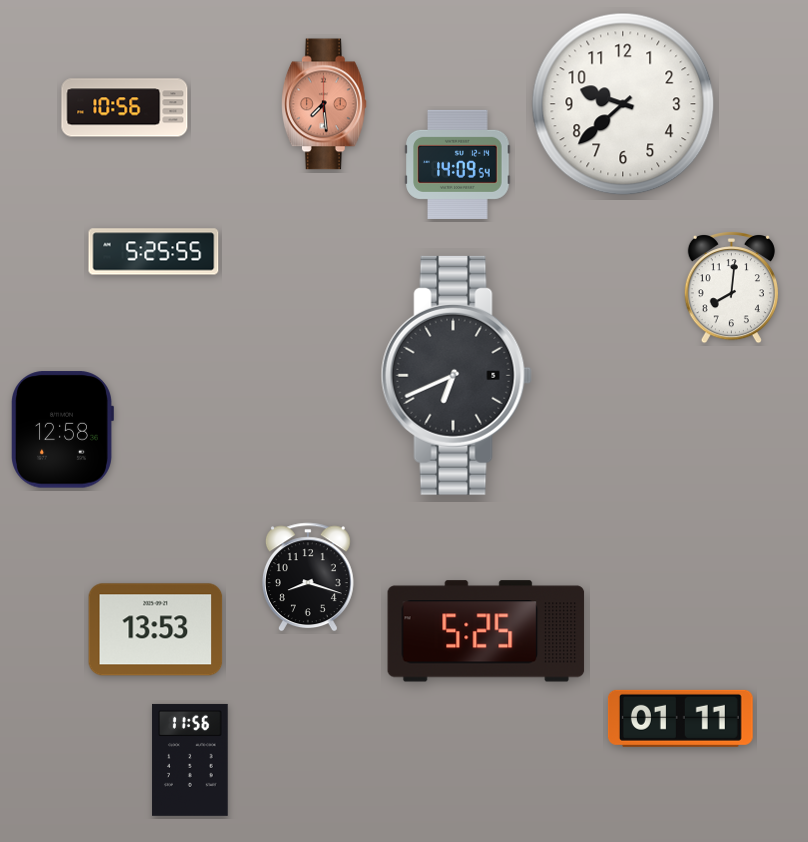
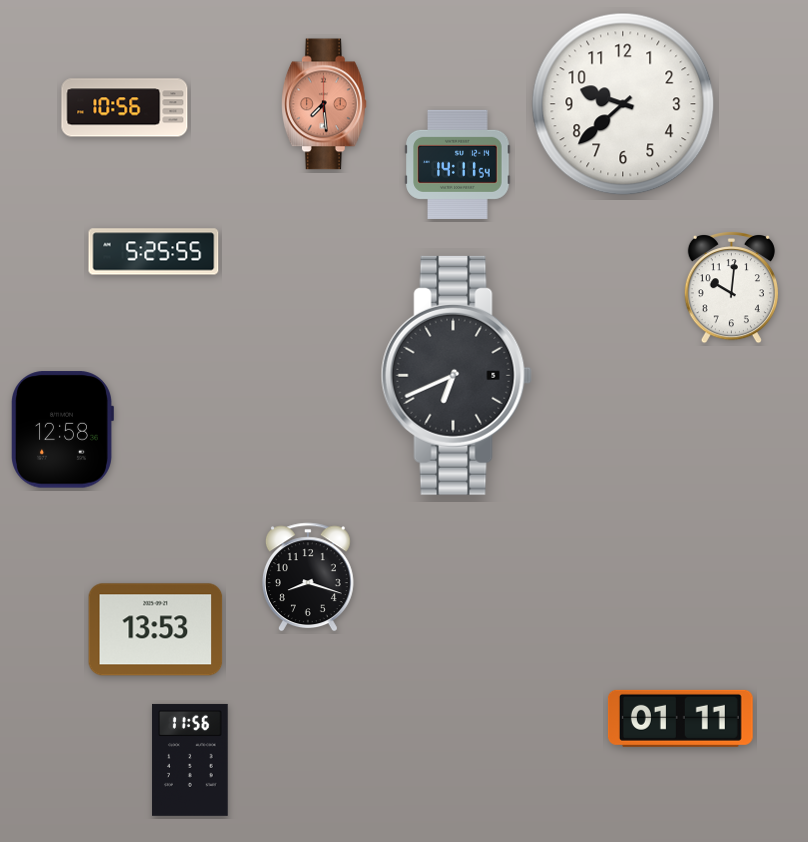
clock at (458, 164): 14:09 -> 14:11
clock at (731, 288): 8:01 -> 10:01
clock at (486, 631): 5:25 -> none
